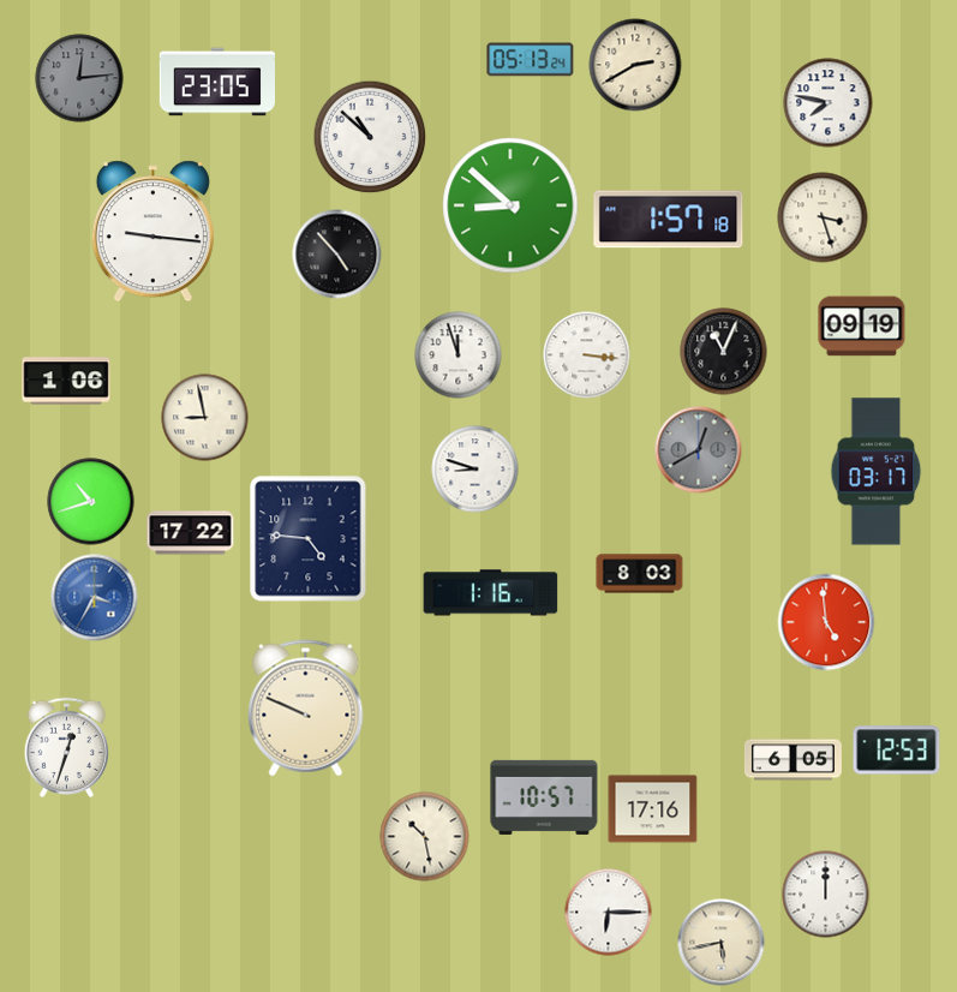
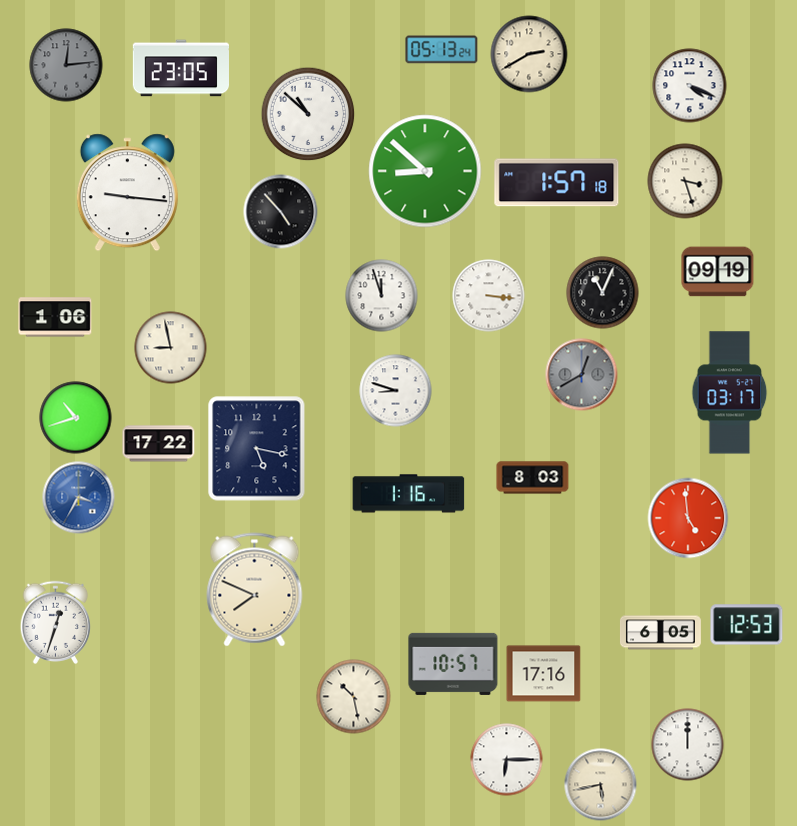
clock at (829, 103): 7:47 -> 4:19
clock at (309, 539): 4:46 -> 5:17
clock at (306, 709): 9:49 -> 7:49
